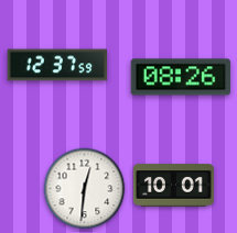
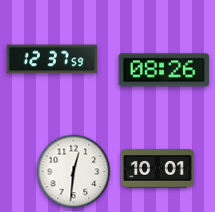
clock at (85, 189) position: (85, 189) -> (74, 172)
